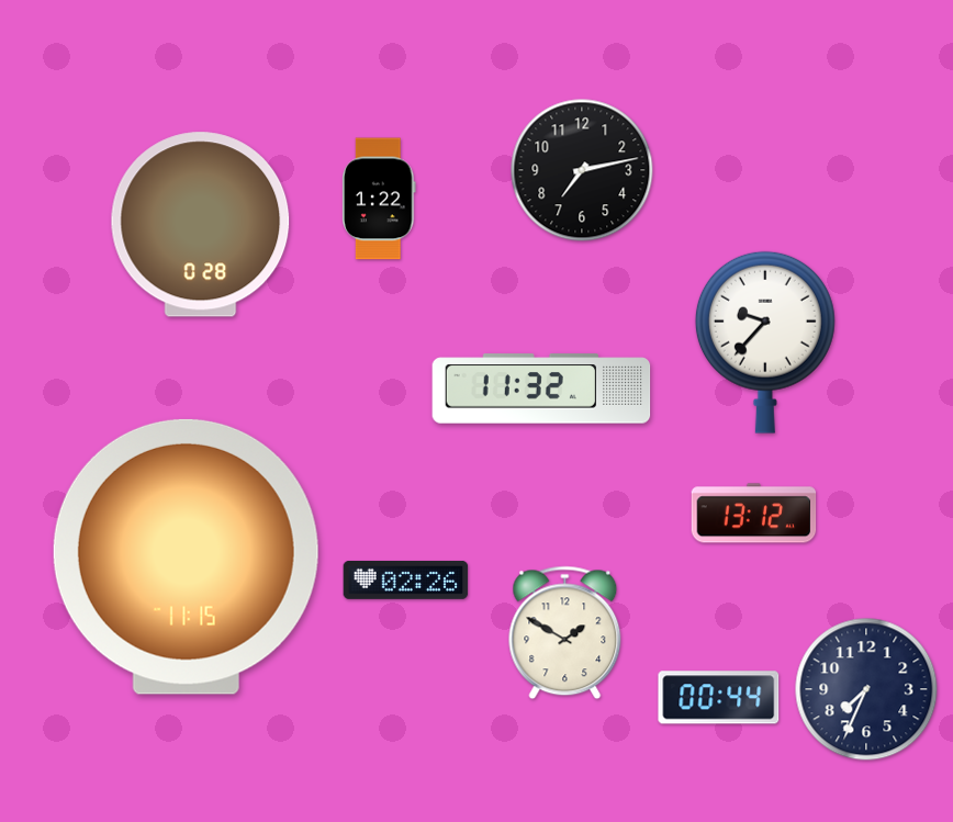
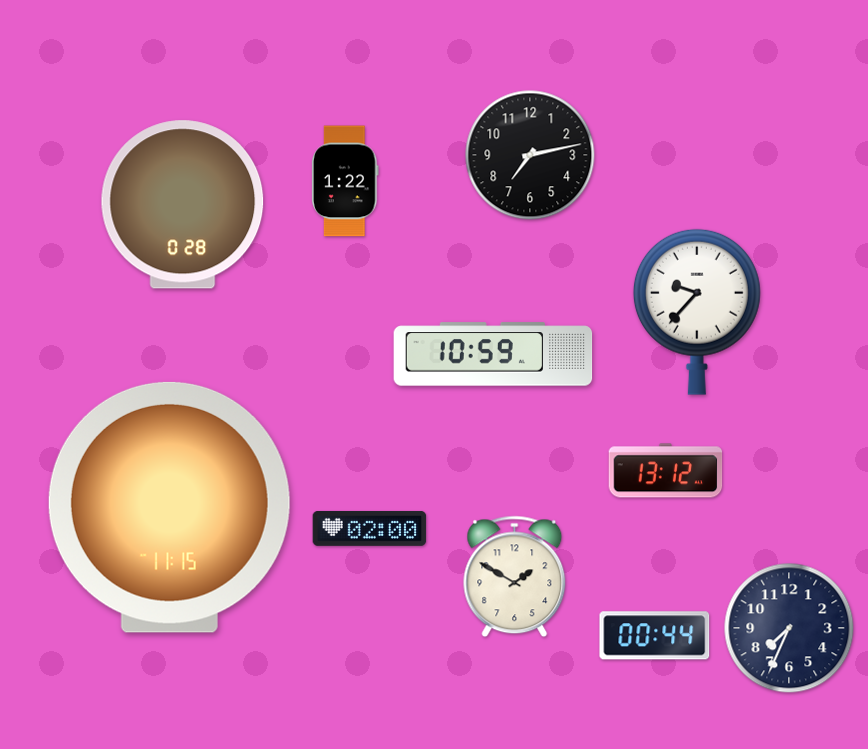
clock at (541, 389): 11:32 -> 10:59
clock at (754, 514) position: (754, 514) -> (666, 471)
clock at (406, 579): 02:26 -> 02:00
